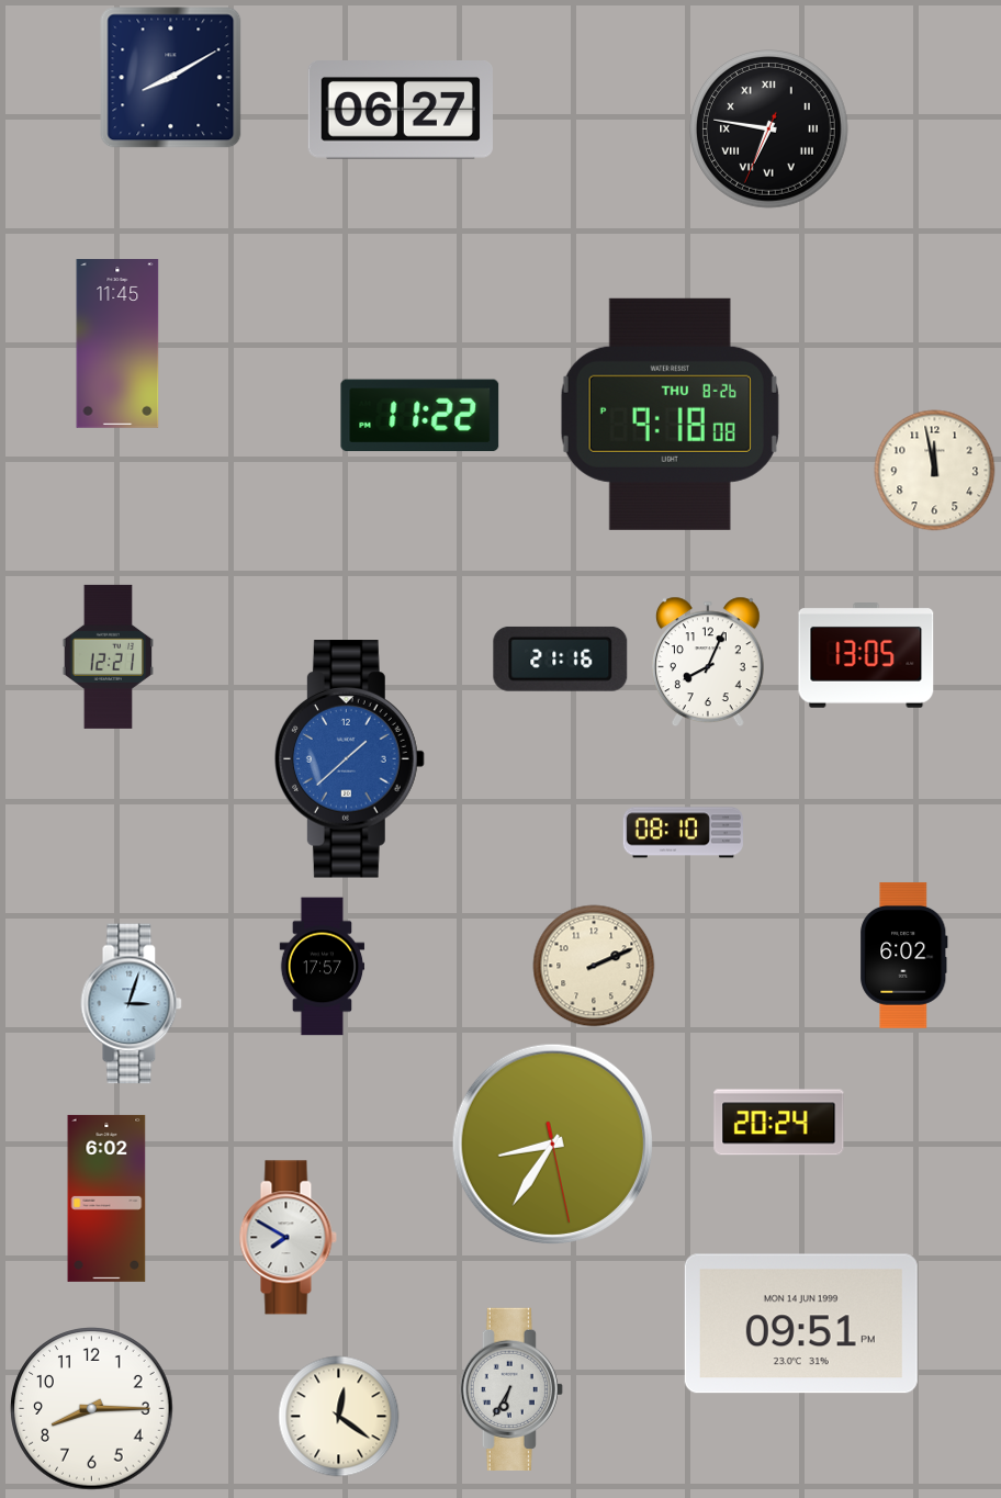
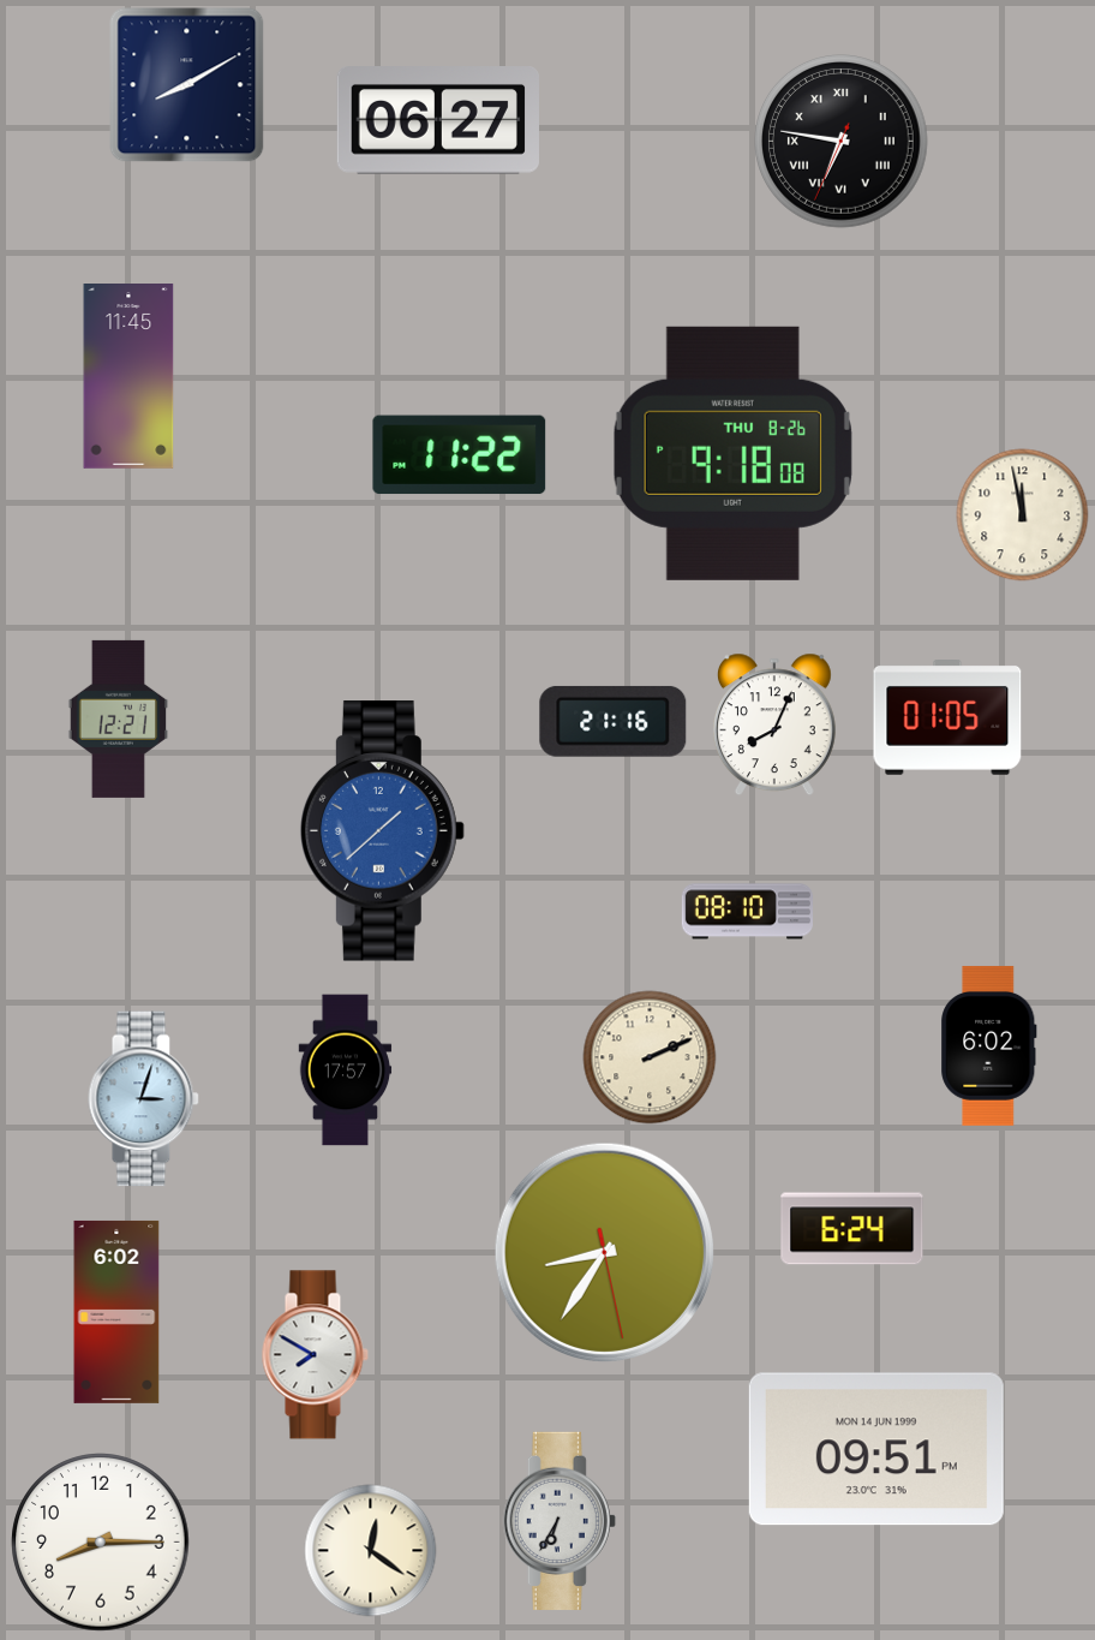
clock at (866, 656): 13:05 -> 01:05
clock at (323, 967) position: (323, 967) -> (346, 1071)
clock at (779, 1123): 20:24 -> 6:24
